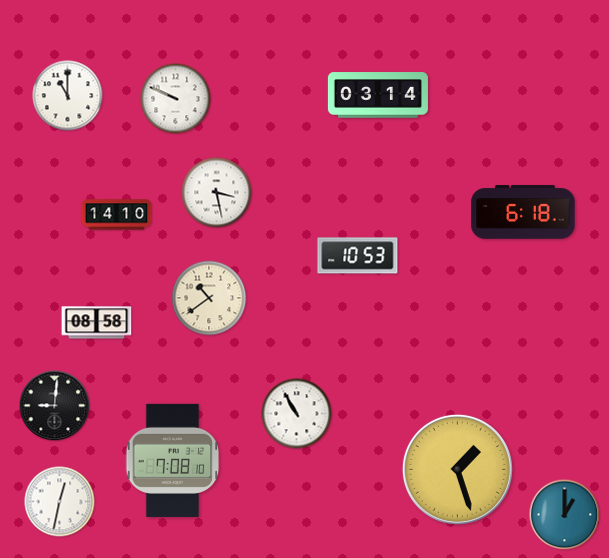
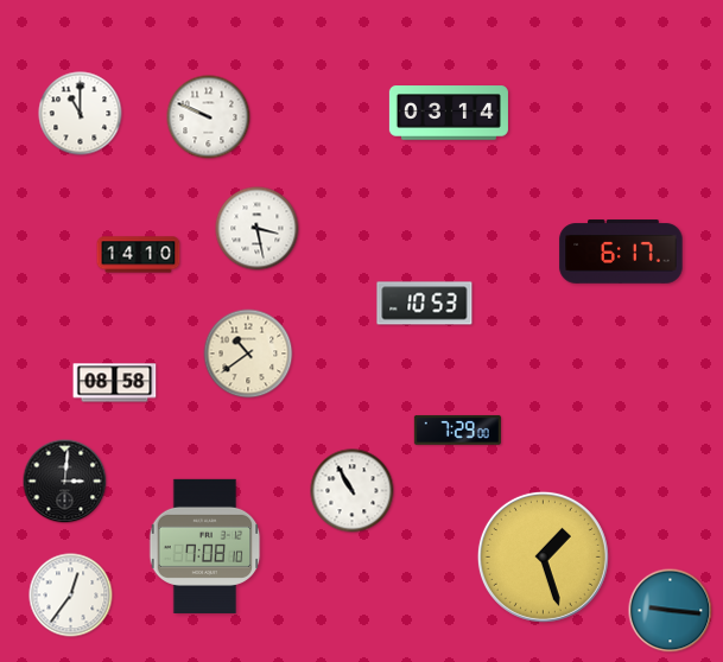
clock at (523, 212): 6:18 -> 6:17
clock at (457, 431): none -> 7:29
clock at (55, 406): 9:01 -> 3:01
clock at (60, 502): 12:32 -> 12:36
clock at (565, 515): 1:00 -> 9:16
